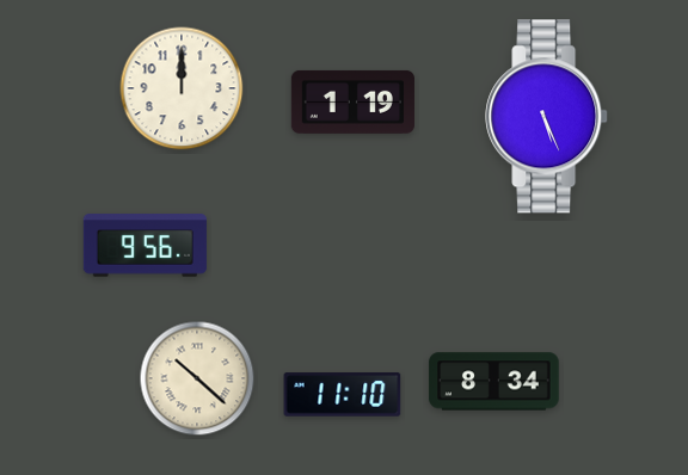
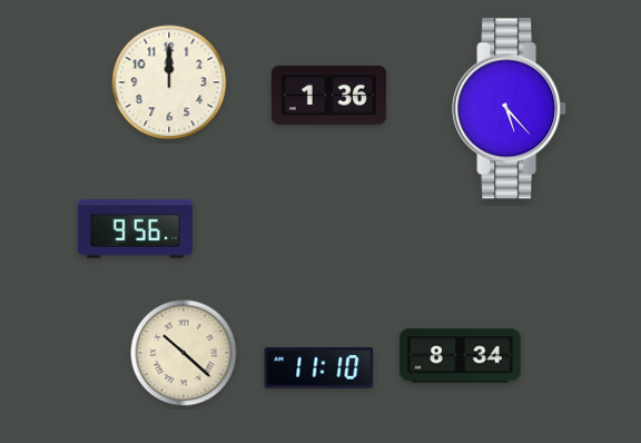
clock at (352, 101): 1:19 -> 1:36
clock at (547, 117): 5:26 -> 5:23
